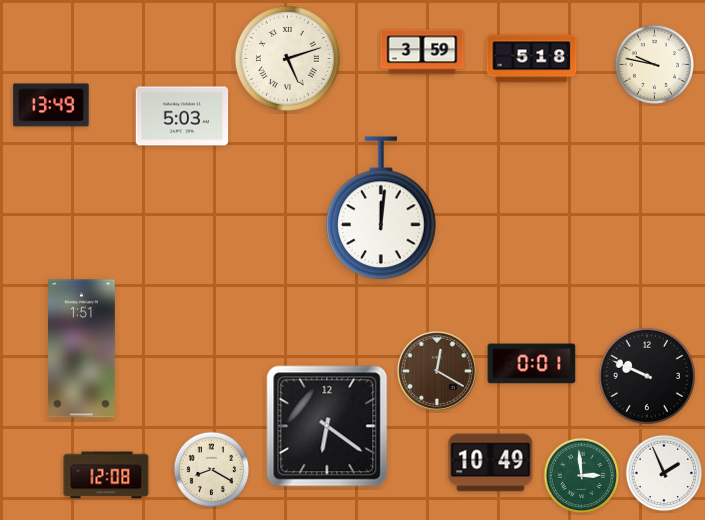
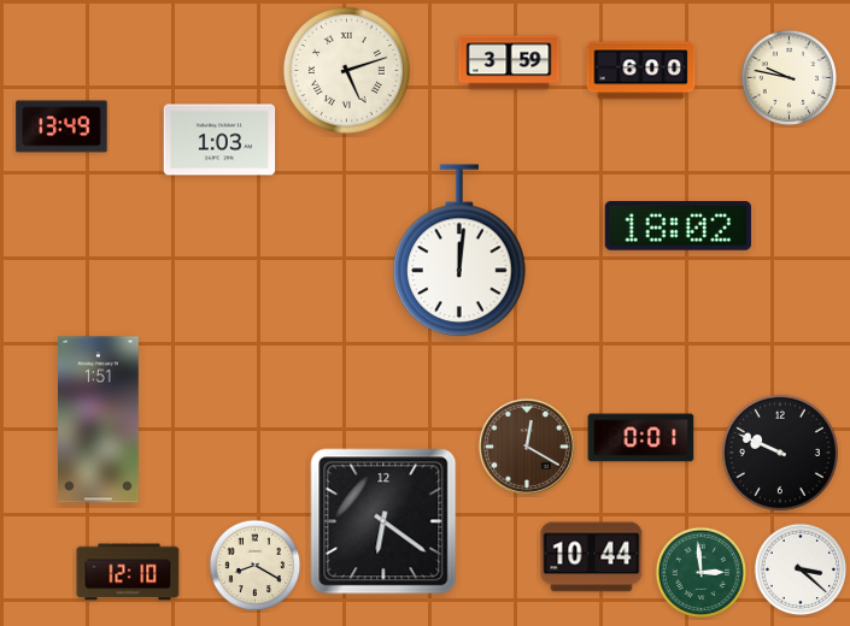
clock at (532, 59): 5:18 -> 6:00
clock at (182, 116): 5:03 -> 1:03
clock at (678, 226): none -> 18:02
clock at (327, 426) position: (327, 426) -> (383, 521)
clock at (491, 463): 10:49 -> 10:44
clock at (664, 473): 1:56 -> 3:22
clock at (106, 475): 12:08 -> 12:10
